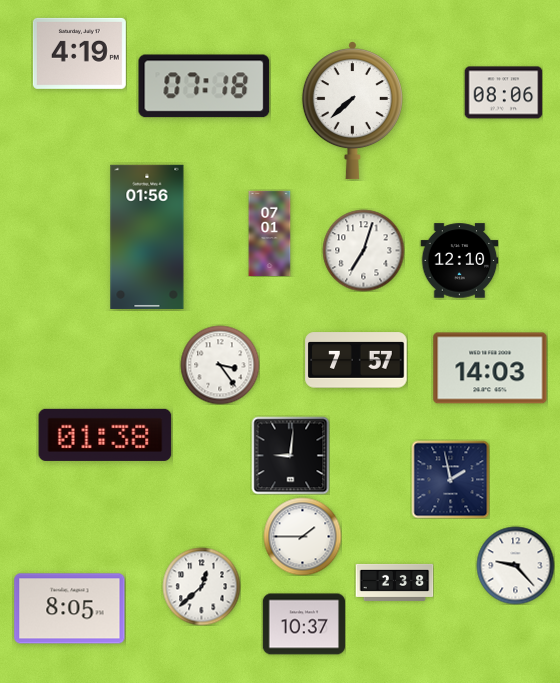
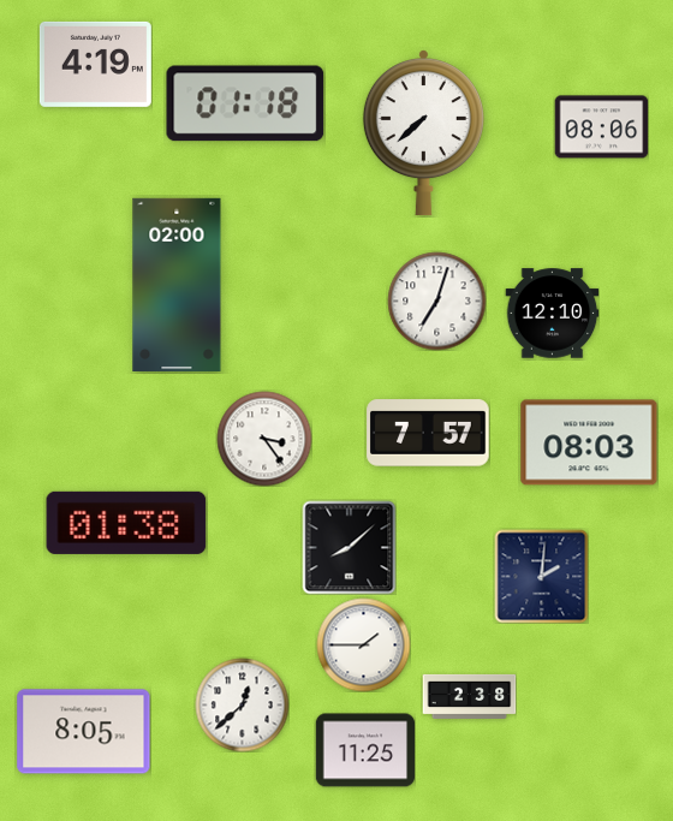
clock at (204, 86): 07:18 -> 01:18
clock at (503, 93) position: (503, 93) -> (601, 127)
clock at (270, 233): 07:01 -> none
clock at (147, 237): 01:56 -> 02:00
clock at (490, 368): 14:03 -> 08:03
clock at (290, 455): 9:01 -> 8:08
clock at (450, 479): 1:58 -> 2:01
clock at (515, 565): 9:23 -> none
clock at (394, 582) position: (394, 582) -> (469, 696)
clock at (304, 624): 10:37 -> 11:25
